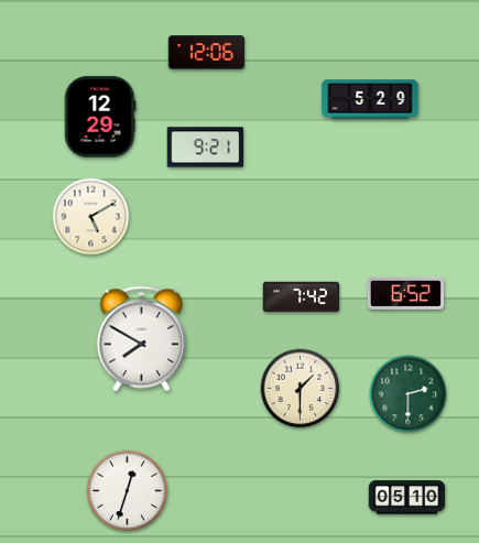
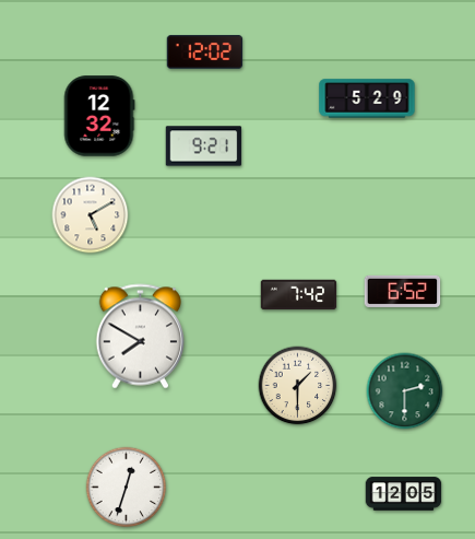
clock at (207, 53): 12:06 -> 12:02
clock at (100, 117): 12:29 -> 12:32
clock at (407, 498): 05:10 -> 12:05
